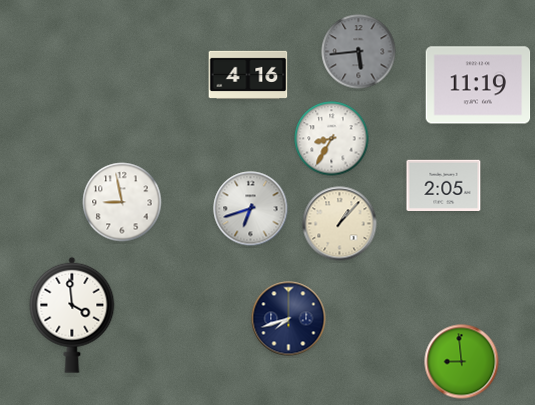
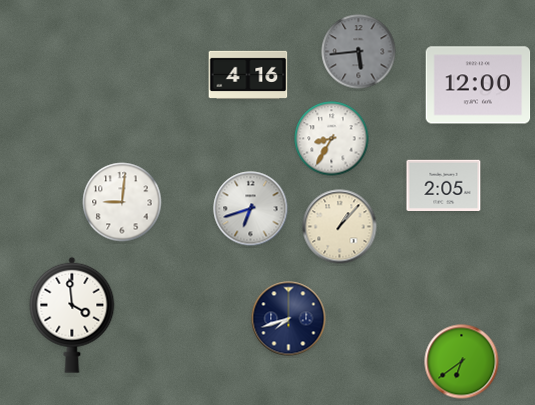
clock at (478, 85): 11:19 -> 12:00
clock at (122, 202): 8:58 -> 9:01
clock at (340, 224) position: (340, 224) -> (340, 227)
clock at (462, 362): 8:59 -> 6:39
